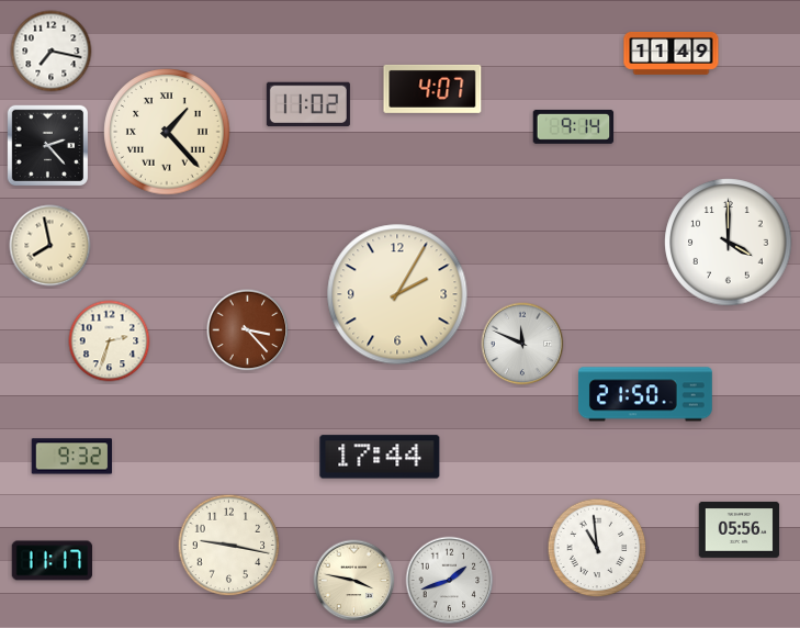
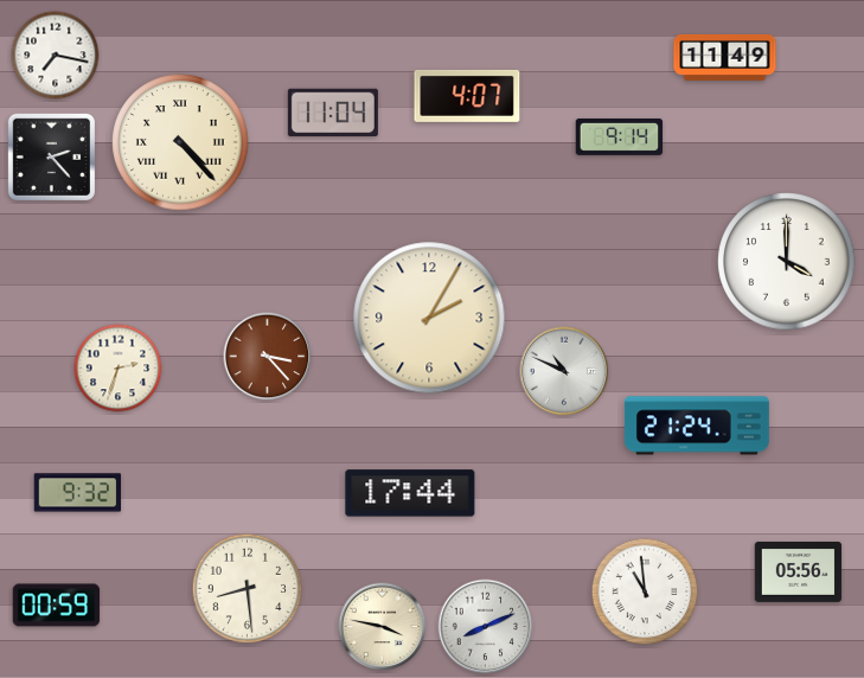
clock at (308, 104): 11:02 -> 11:04
clock at (167, 132): 1:23 -> 4:23
clock at (50, 246): 7:58 -> none
clock at (522, 344): 11:49 -> 10:49
clock at (645, 394): 21:50 -> 21:24
clock at (229, 546): 9:17 -> 8:29
clock at (53, 561): 11:17 -> 00:59
clock at (450, 581): 1:42 -> 8:11
